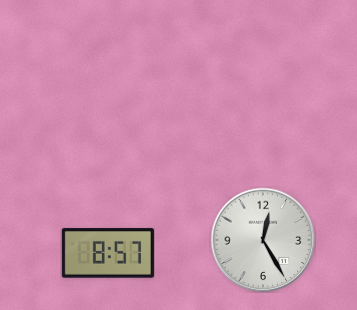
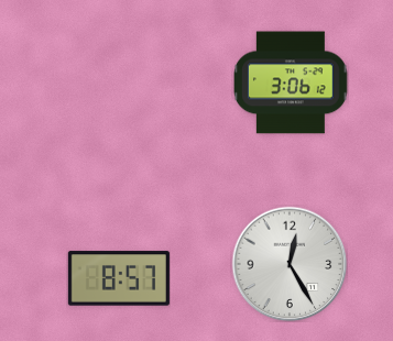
clock at (292, 82): none -> 3:06
